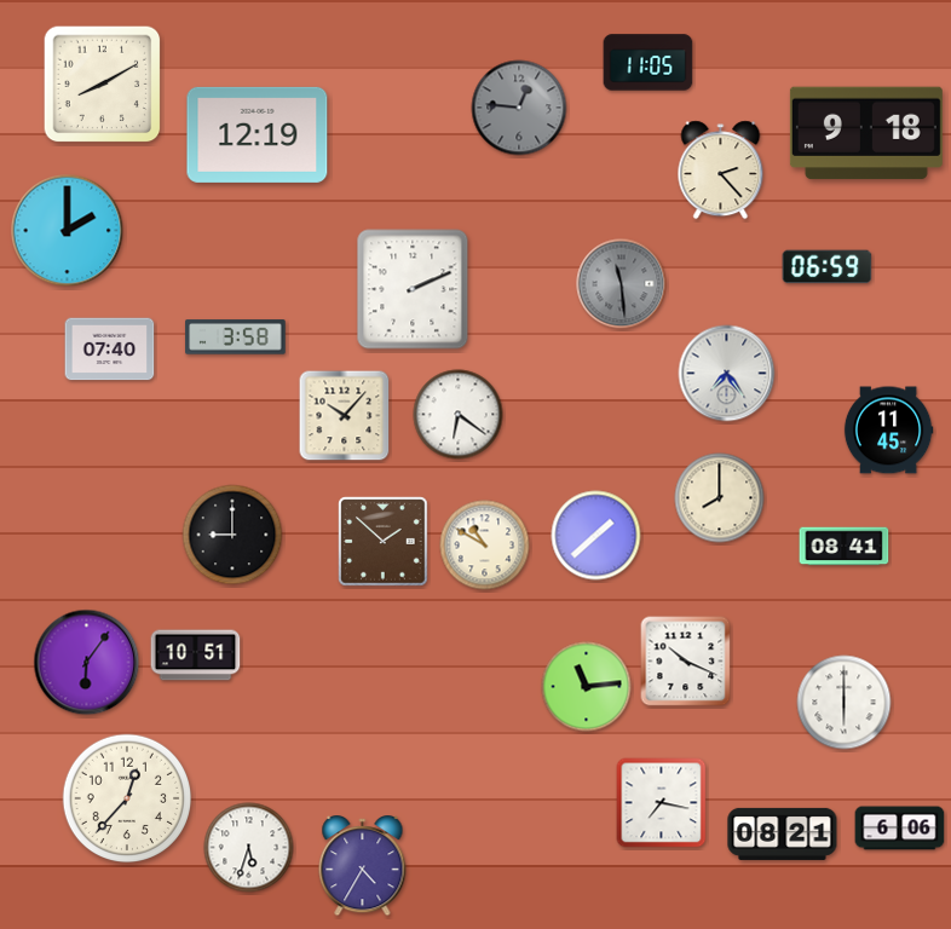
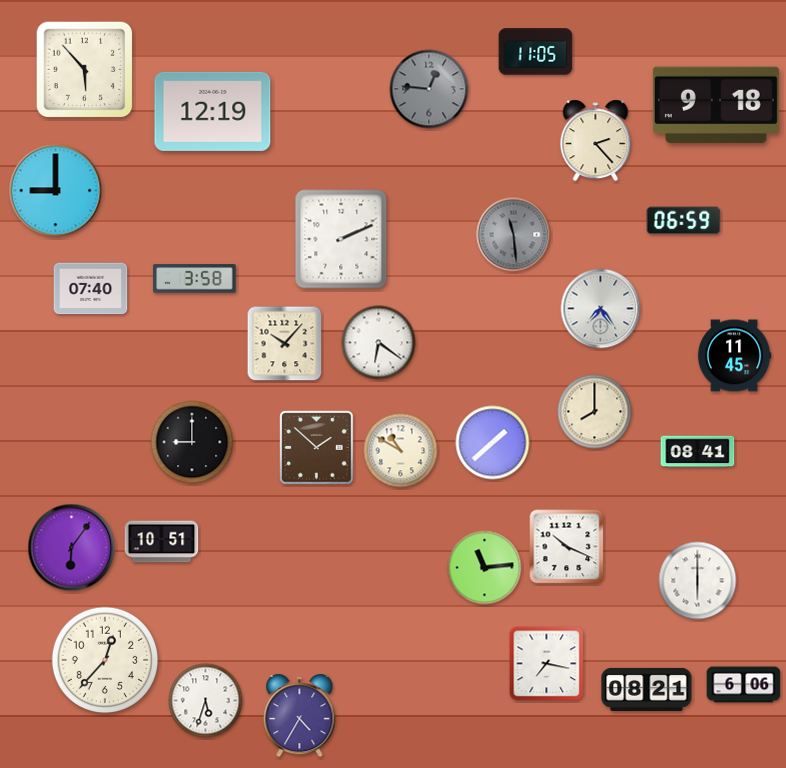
clock at (103, 85): 8:10 -> 5:53
clock at (866, 133) position: (866, 133) -> (716, 105)
clock at (68, 231): 2:00 -> 9:00
